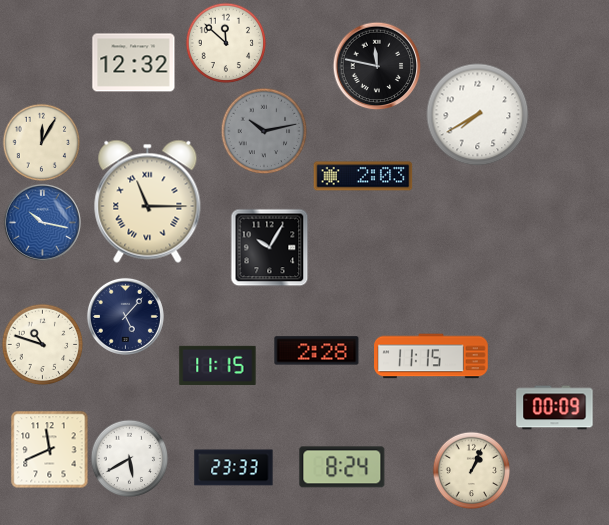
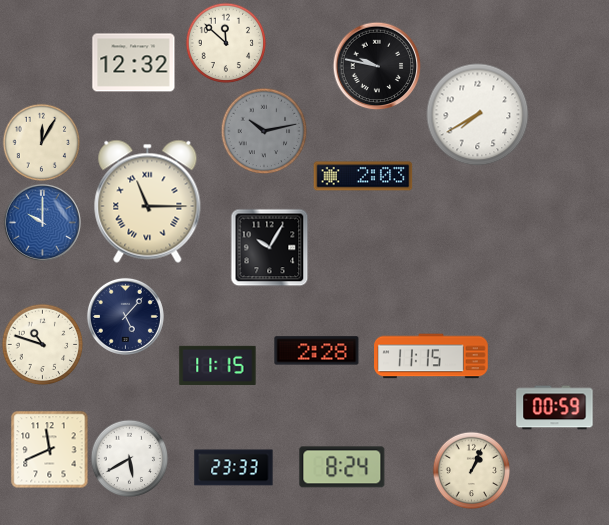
clock at (377, 66): 11:47 -> 9:47
clock at (42, 222): 10:17 -> 10:00
clock at (555, 408): 00:09 -> 00:59
